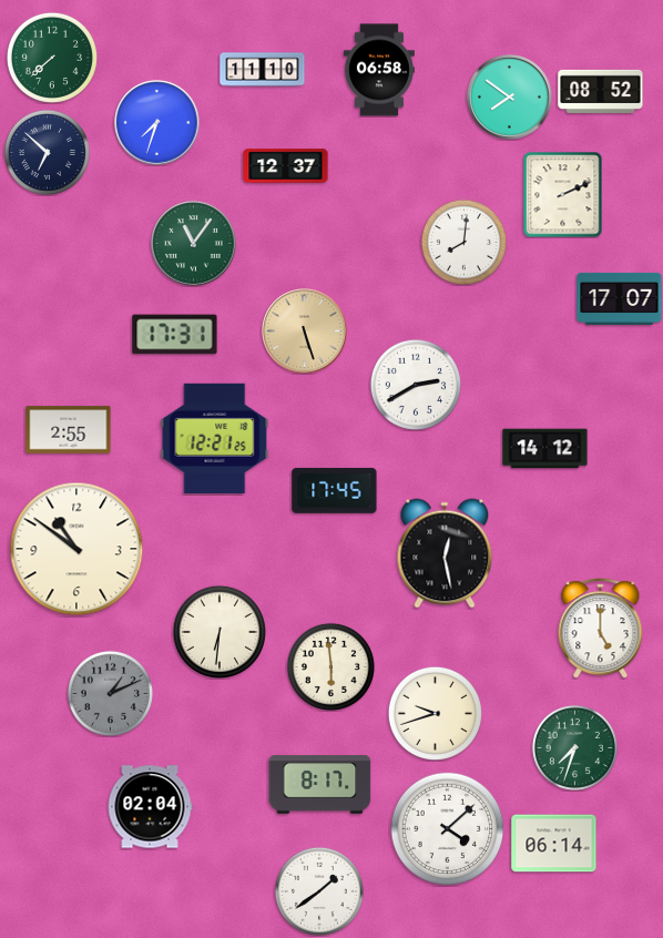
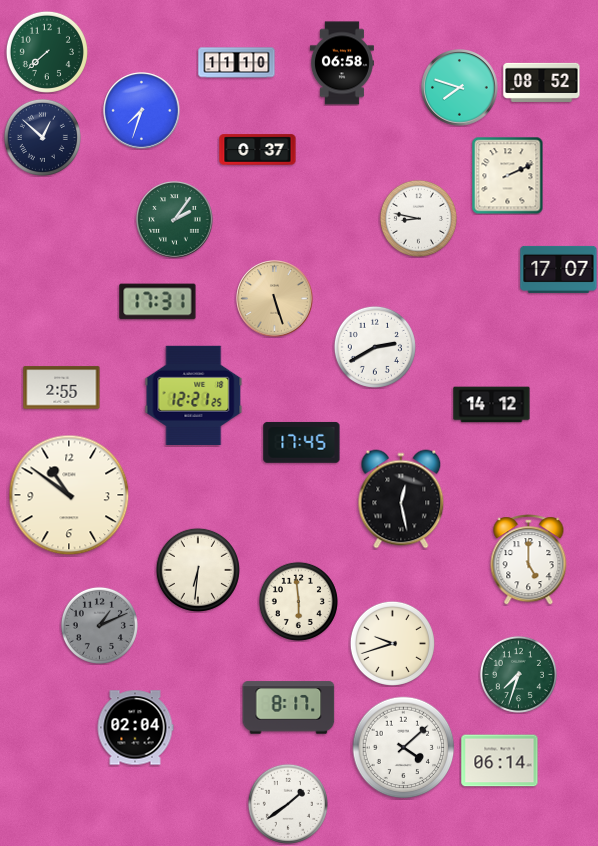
clock at (510, 98): 7:51 -> 7:48
clock at (47, 152): 6:52 -> 12:52
clock at (286, 166): 12:37 -> 0:37
clock at (463, 242): 8:01 -> 8:47
clock at (194, 244): 11:06 -> 2:06
clock at (601, 629) position: (601, 629) -> (529, 560)
